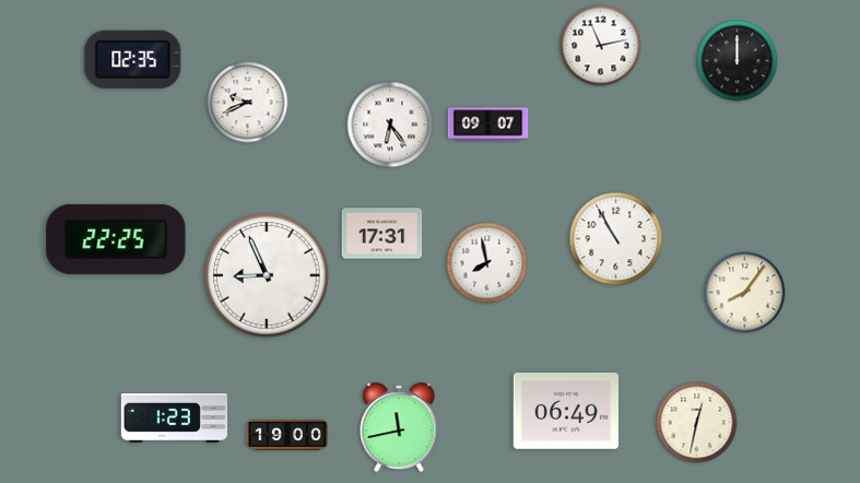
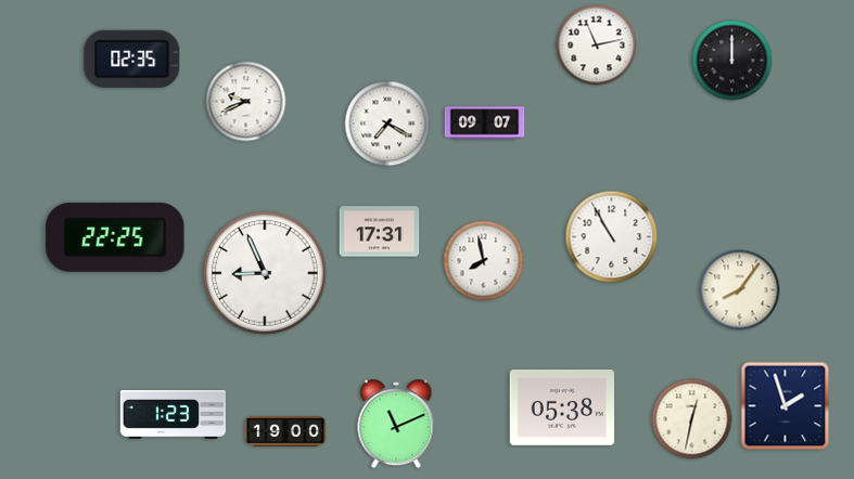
clock at (390, 125): 6:24 -> 7:20
clock at (786, 406): none -> 1:57
clock at (565, 411): 06:49 -> 05:38
clock at (399, 427): 11:43 -> 11:11
